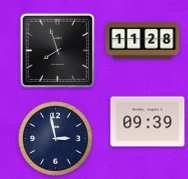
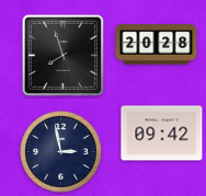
clock at (143, 41): 11:28 -> 20:28
clock at (148, 122): 09:39 -> 09:42
